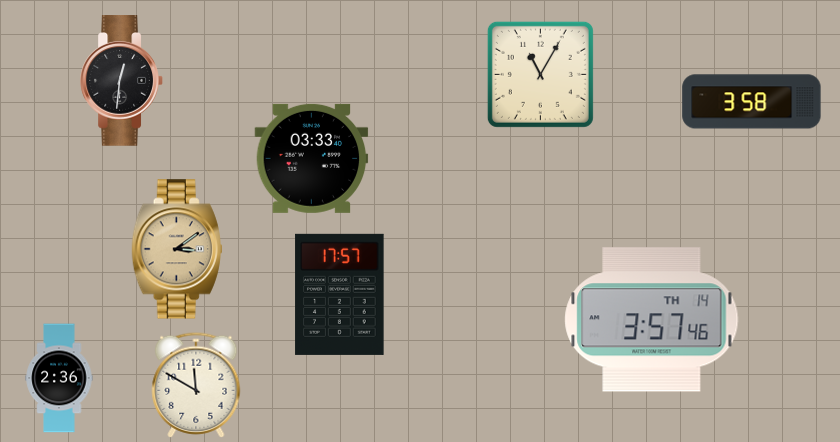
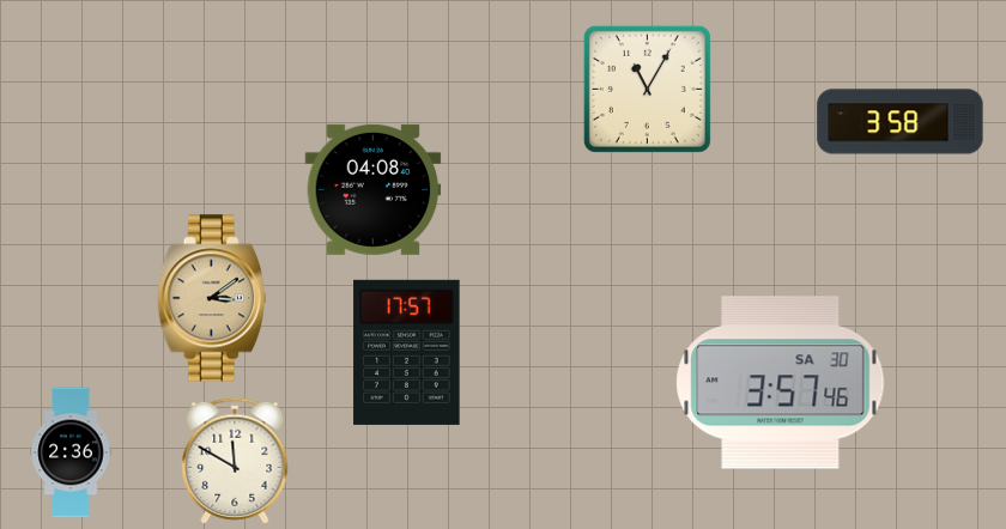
clock at (121, 81): 12:31 -> none
clock at (312, 158): 03:33 -> 04:08
clock at (652, 320) date: TH 14 -> SA 30
